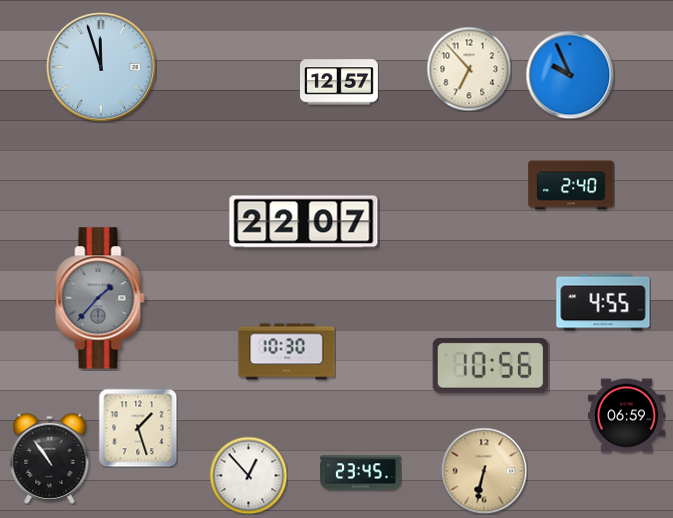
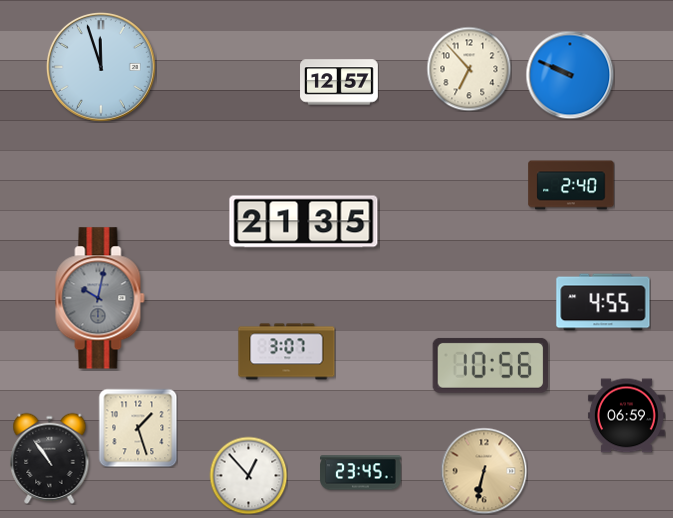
clock at (570, 75): 9:56 -> 9:49
clock at (304, 222): 22:07 -> 21:35
clock at (100, 298): 1:37 -> 10:02
clock at (287, 352): 10:30 -> 3:07
